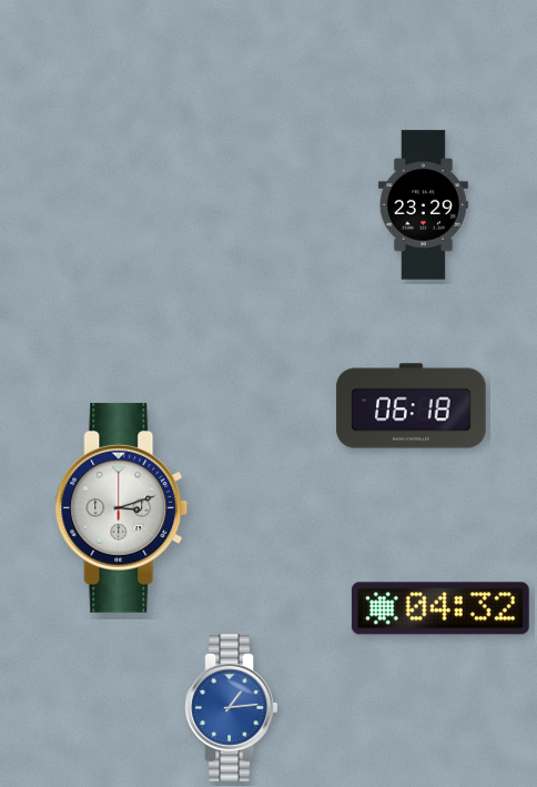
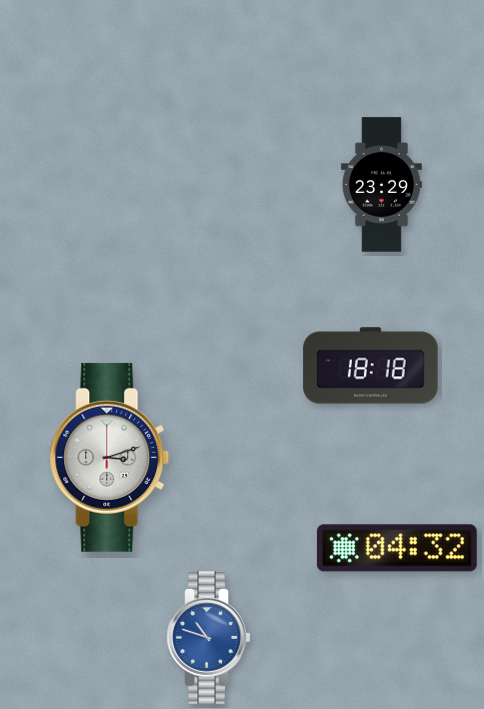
clock at (412, 406): 06:18 -> 18:18
clock at (232, 708): 1:14 -> 10:48
